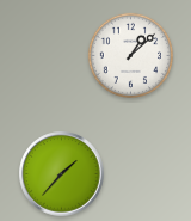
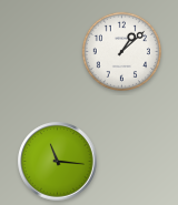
clock at (62, 174): 1:37 -> 11:16
